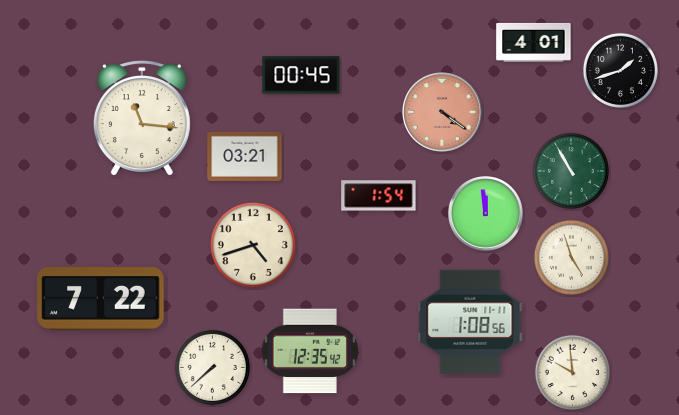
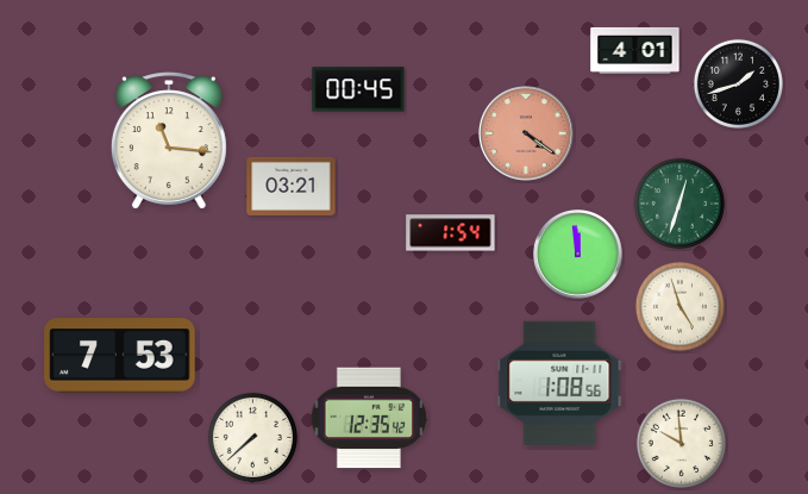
clock at (571, 171): 10:55 -> 12:33
clock at (253, 245): 4:42 -> none
clock at (101, 299): 7:22 -> 7:53
